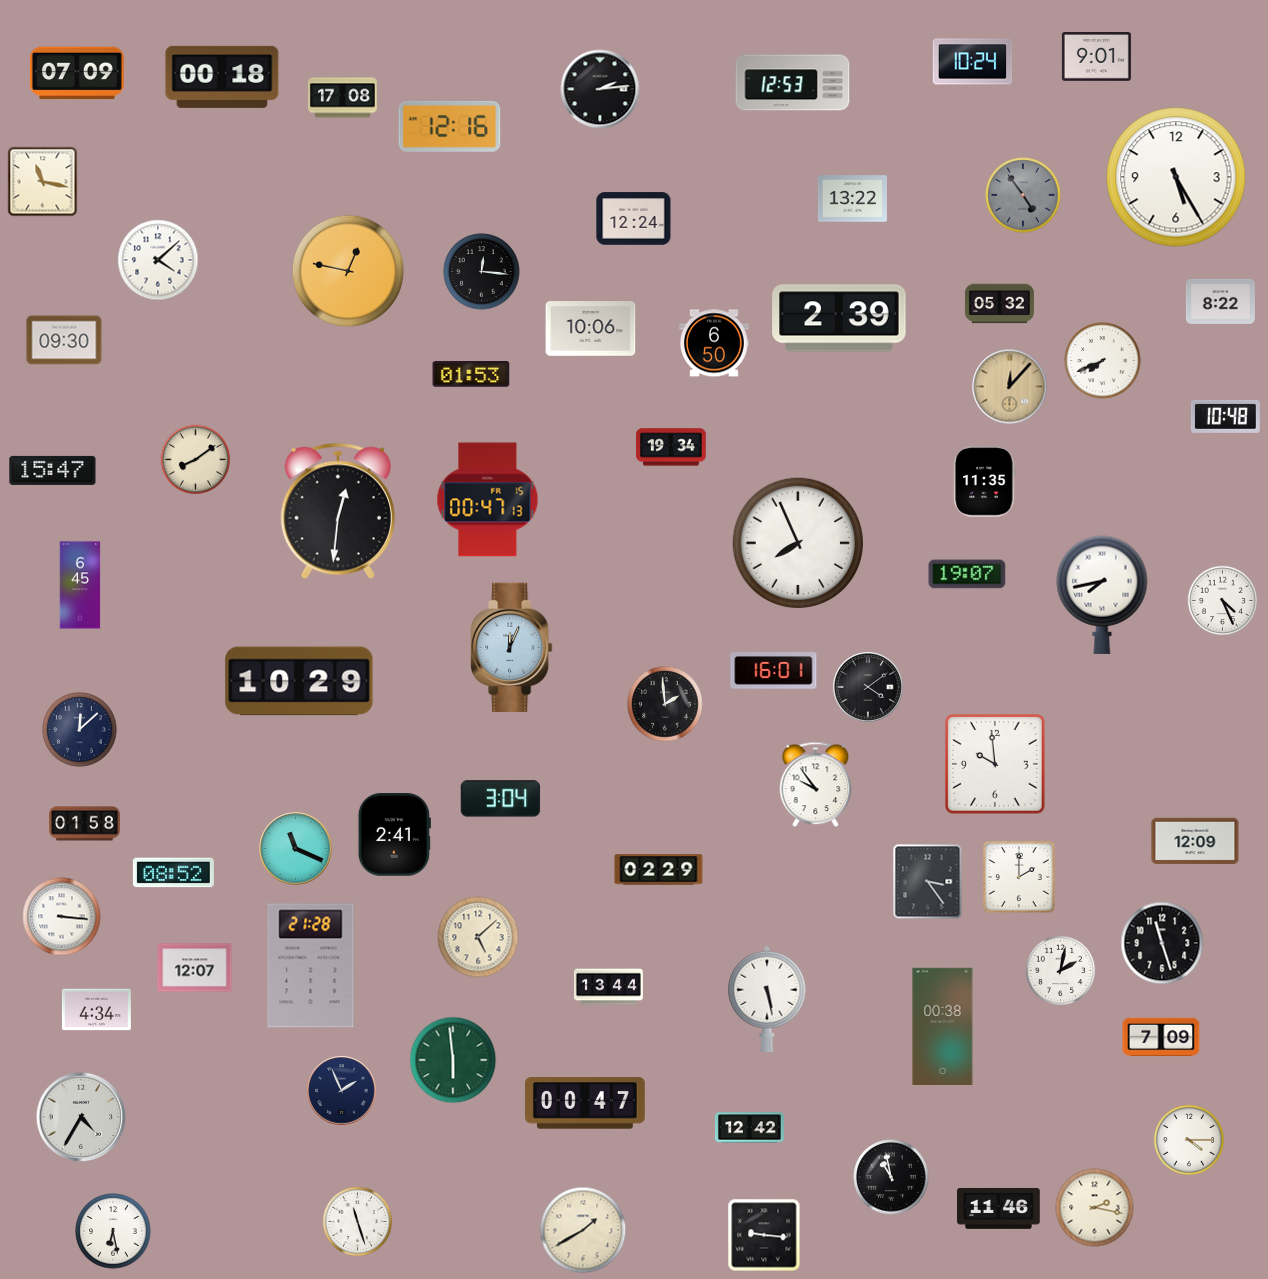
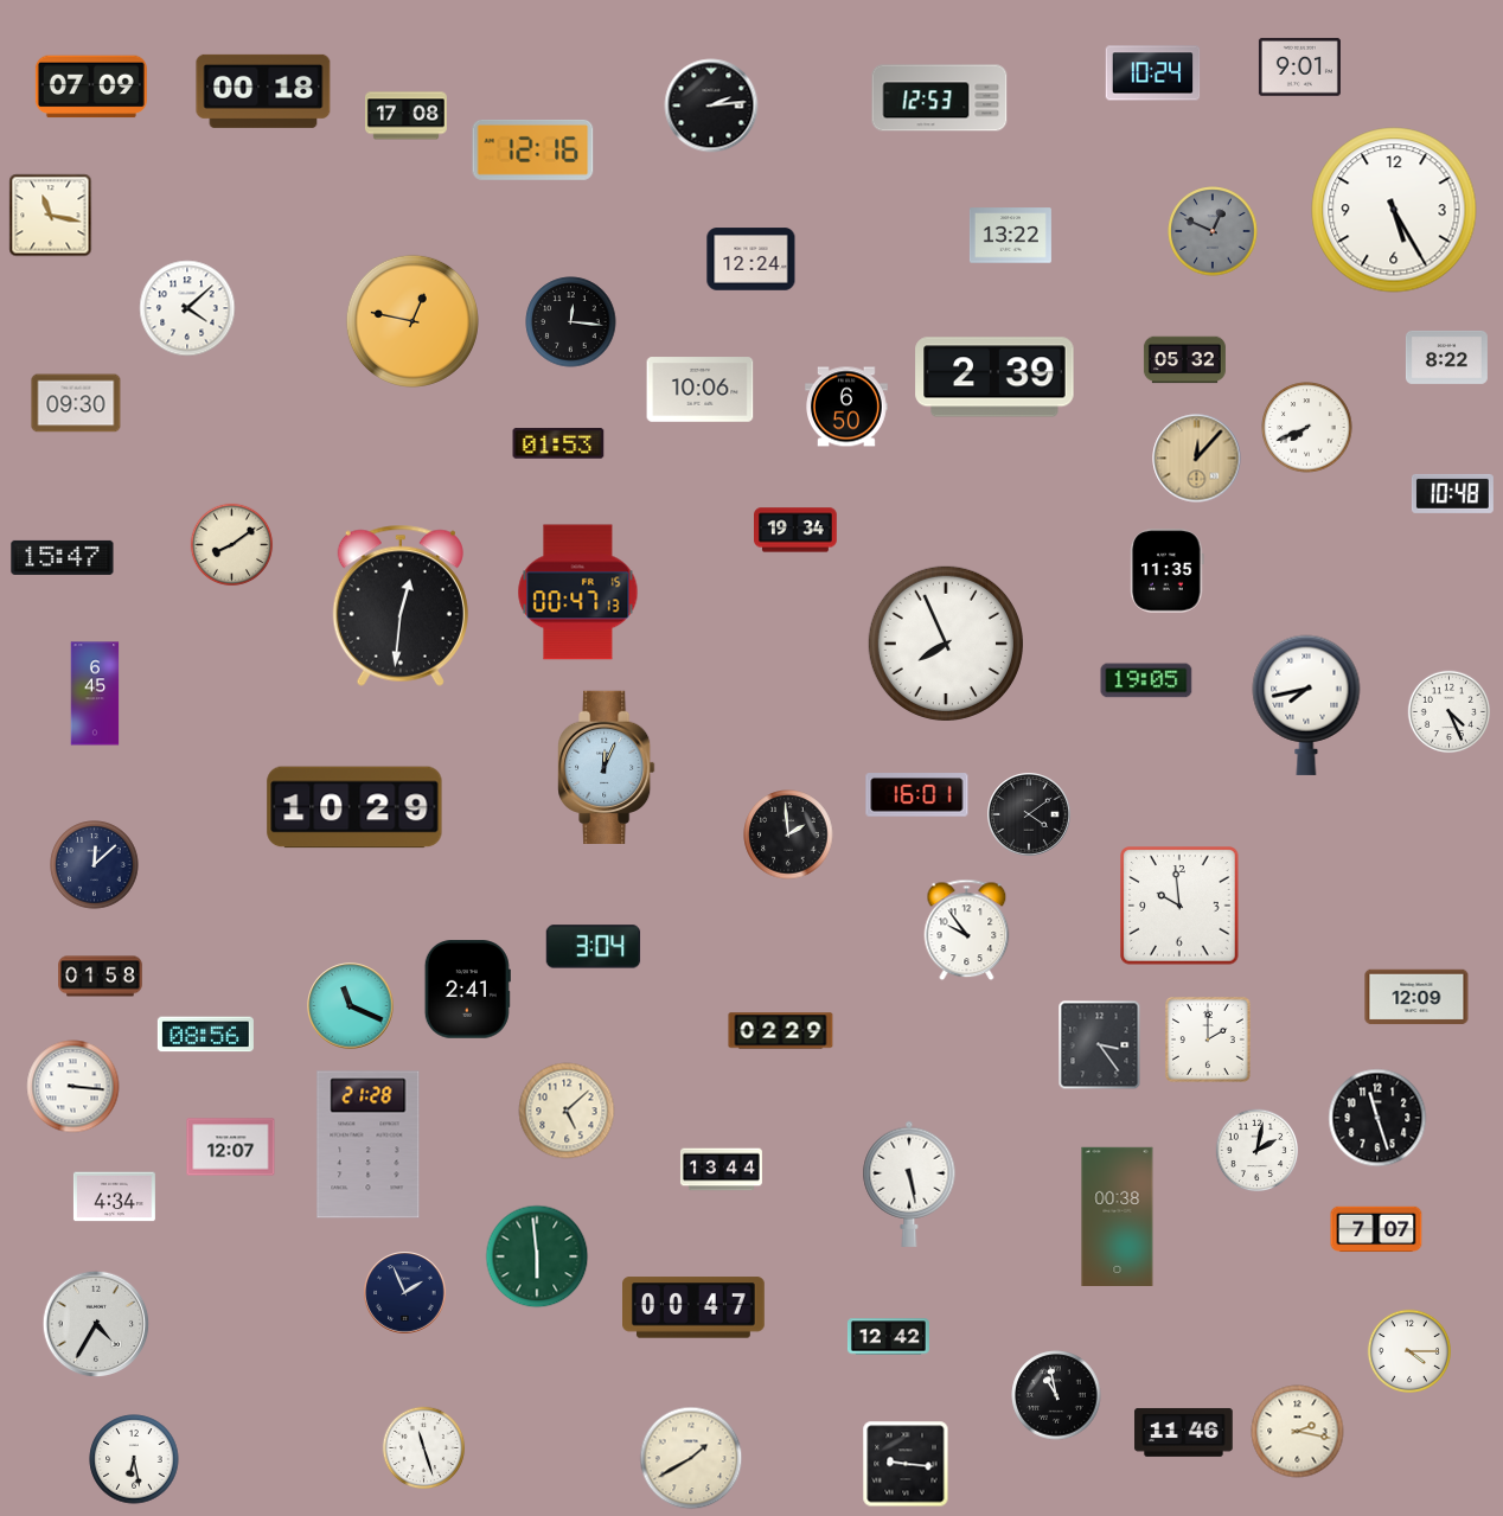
clock at (1023, 195): 4:54 -> 12:49
clock at (967, 574): 19:07 -> 19:05
clock at (173, 873): 08:52 -> 08:56
clock at (1161, 1037): 7:09 -> 7:07
